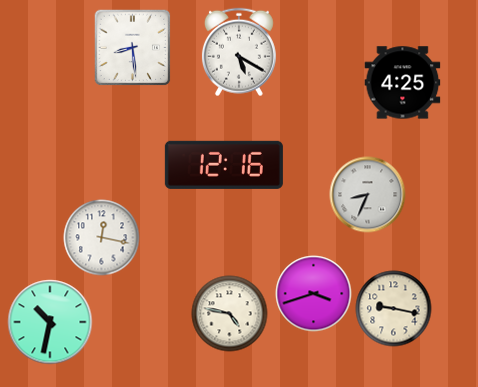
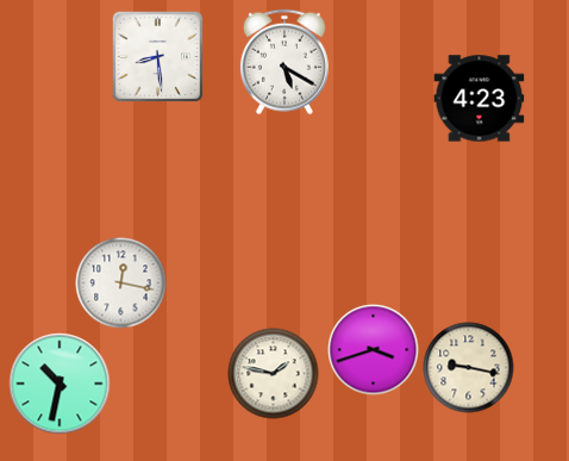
clock at (403, 83): 4:25 -> 4:23
clock at (224, 165): 12:16 -> none
clock at (368, 195): 8:34 -> none
clock at (230, 314): 4:47 -> 1:47
